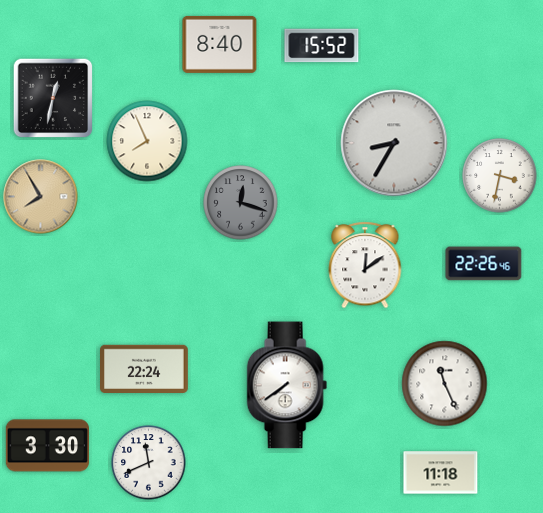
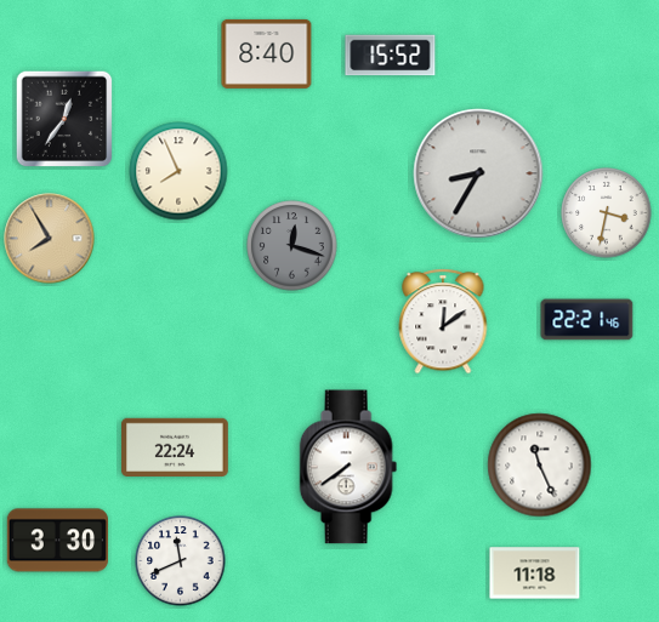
clock at (53, 98): 12:32 -> 12:36
clock at (484, 264): 22:26 -> 22:21
